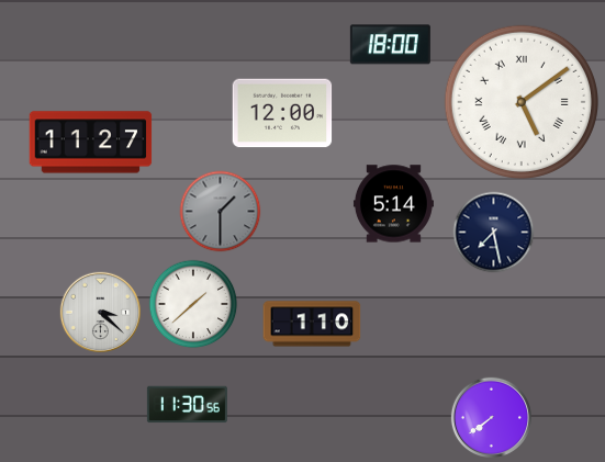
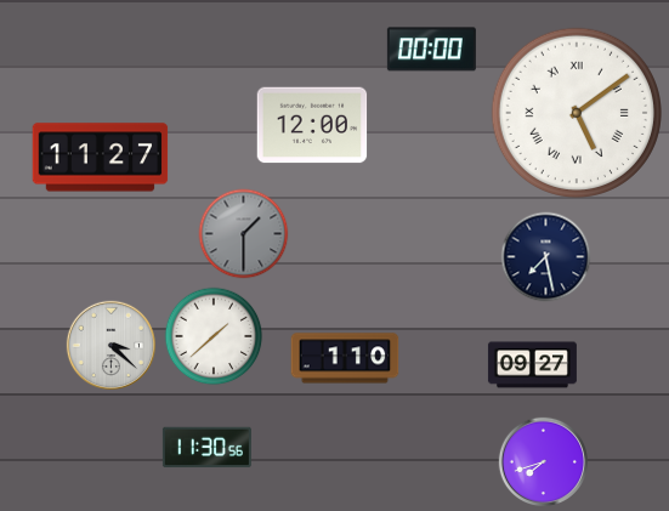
clock at (390, 45): 18:00 -> 00:00
clock at (393, 204): 5:14 -> none
clock at (532, 365): none -> 09:27
clock at (491, 417): 7:39 -> 7:42
